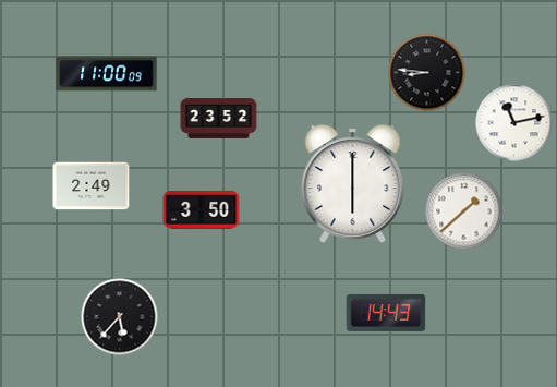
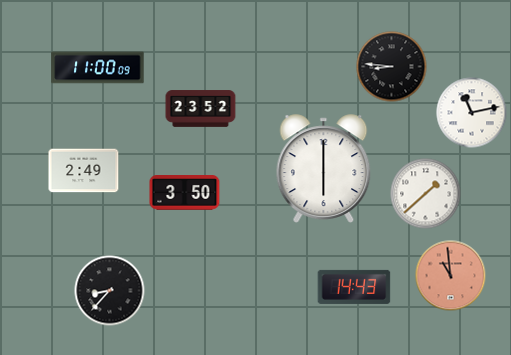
clock at (451, 276): none -> 10:59
clock at (120, 317): 5:37 -> 8:37
